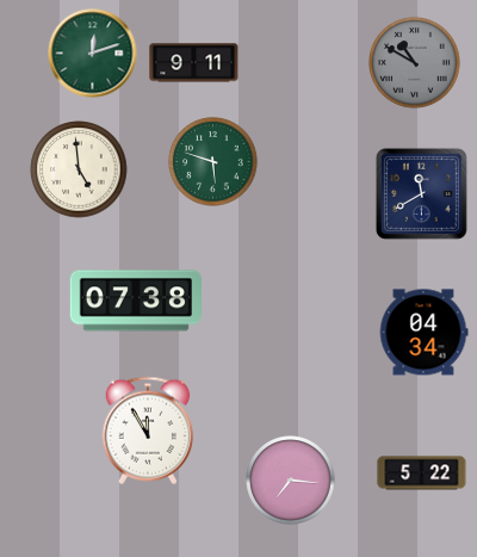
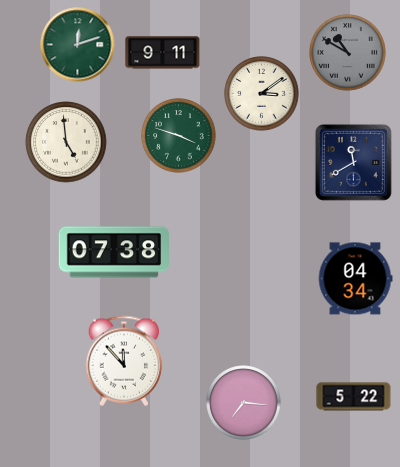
clock at (262, 94): none -> 3:09
clock at (213, 162): 5:48 -> 3:48
clock at (148, 431): 11:55 -> 11:53
